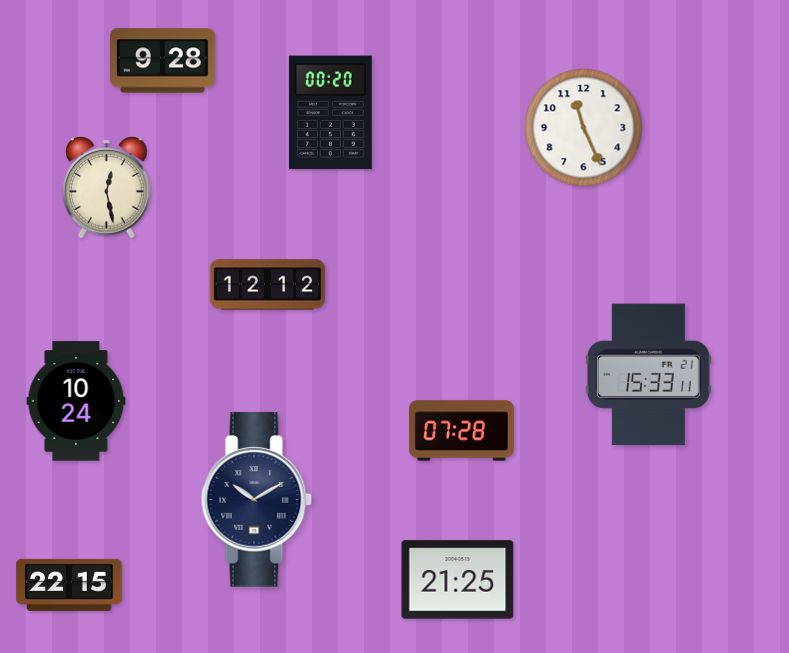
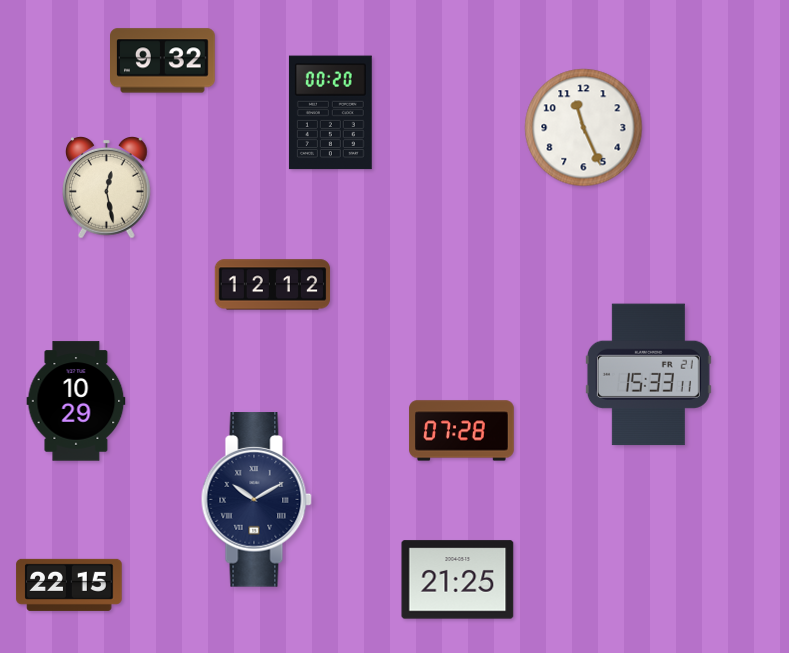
clock at (163, 61): 9:28 -> 9:32
clock at (268, 285) position: (268, 285) -> (273, 285)
clock at (76, 401): 10:24 -> 10:29
